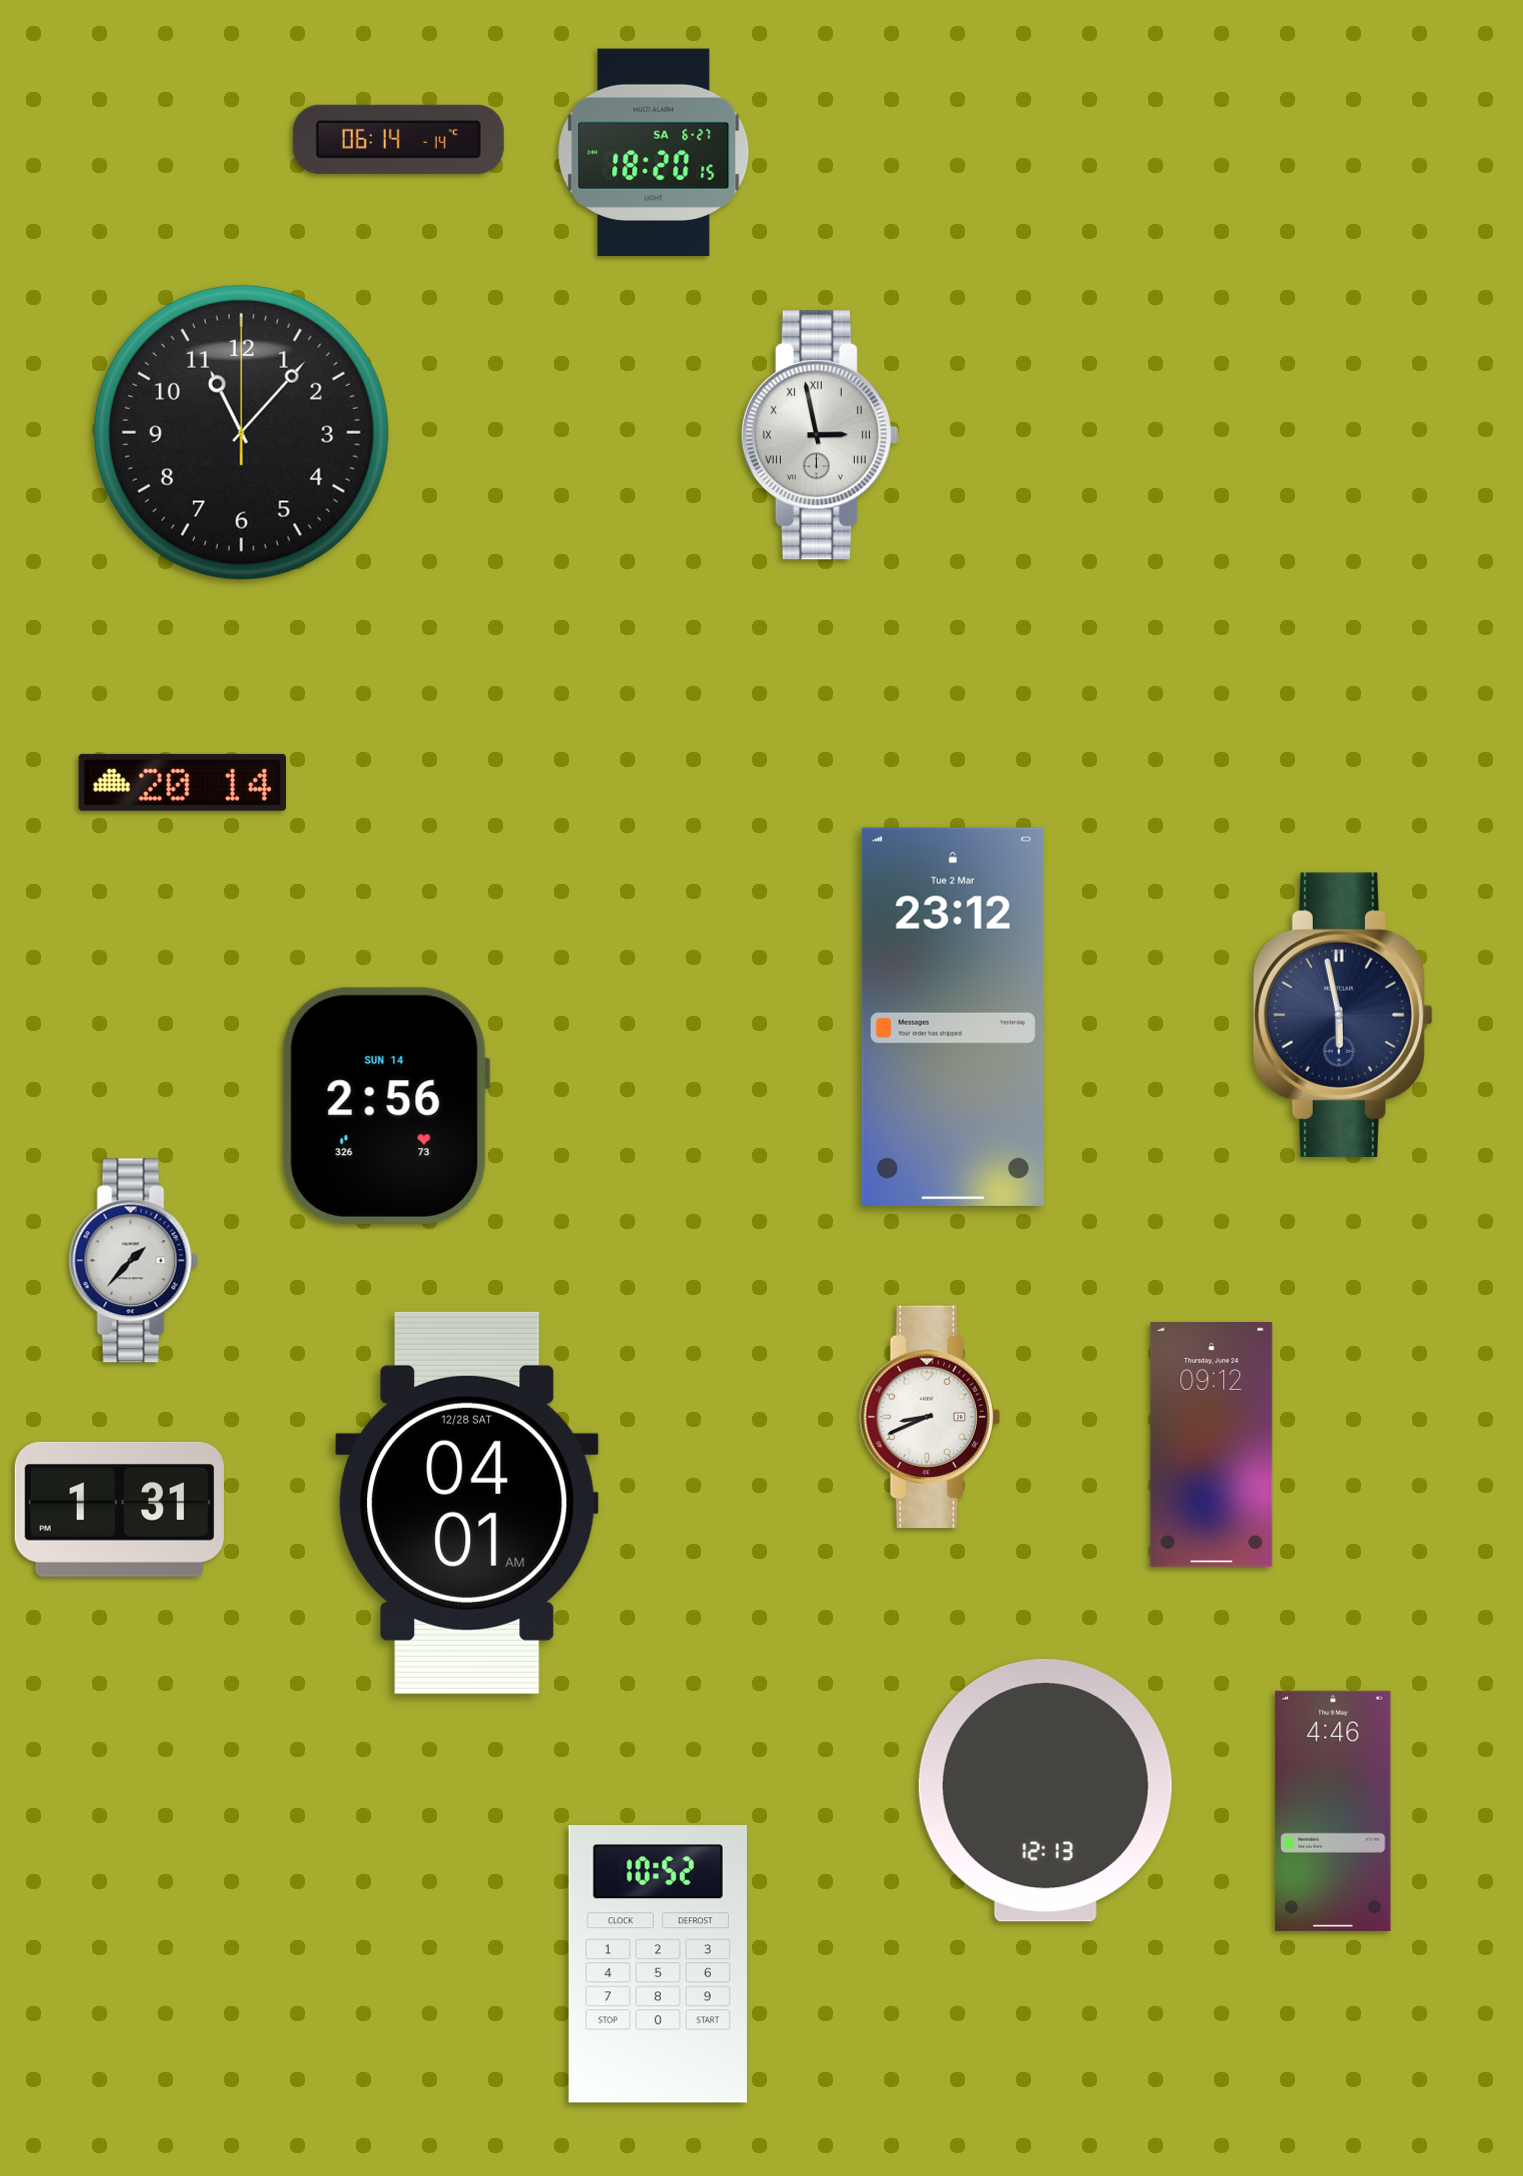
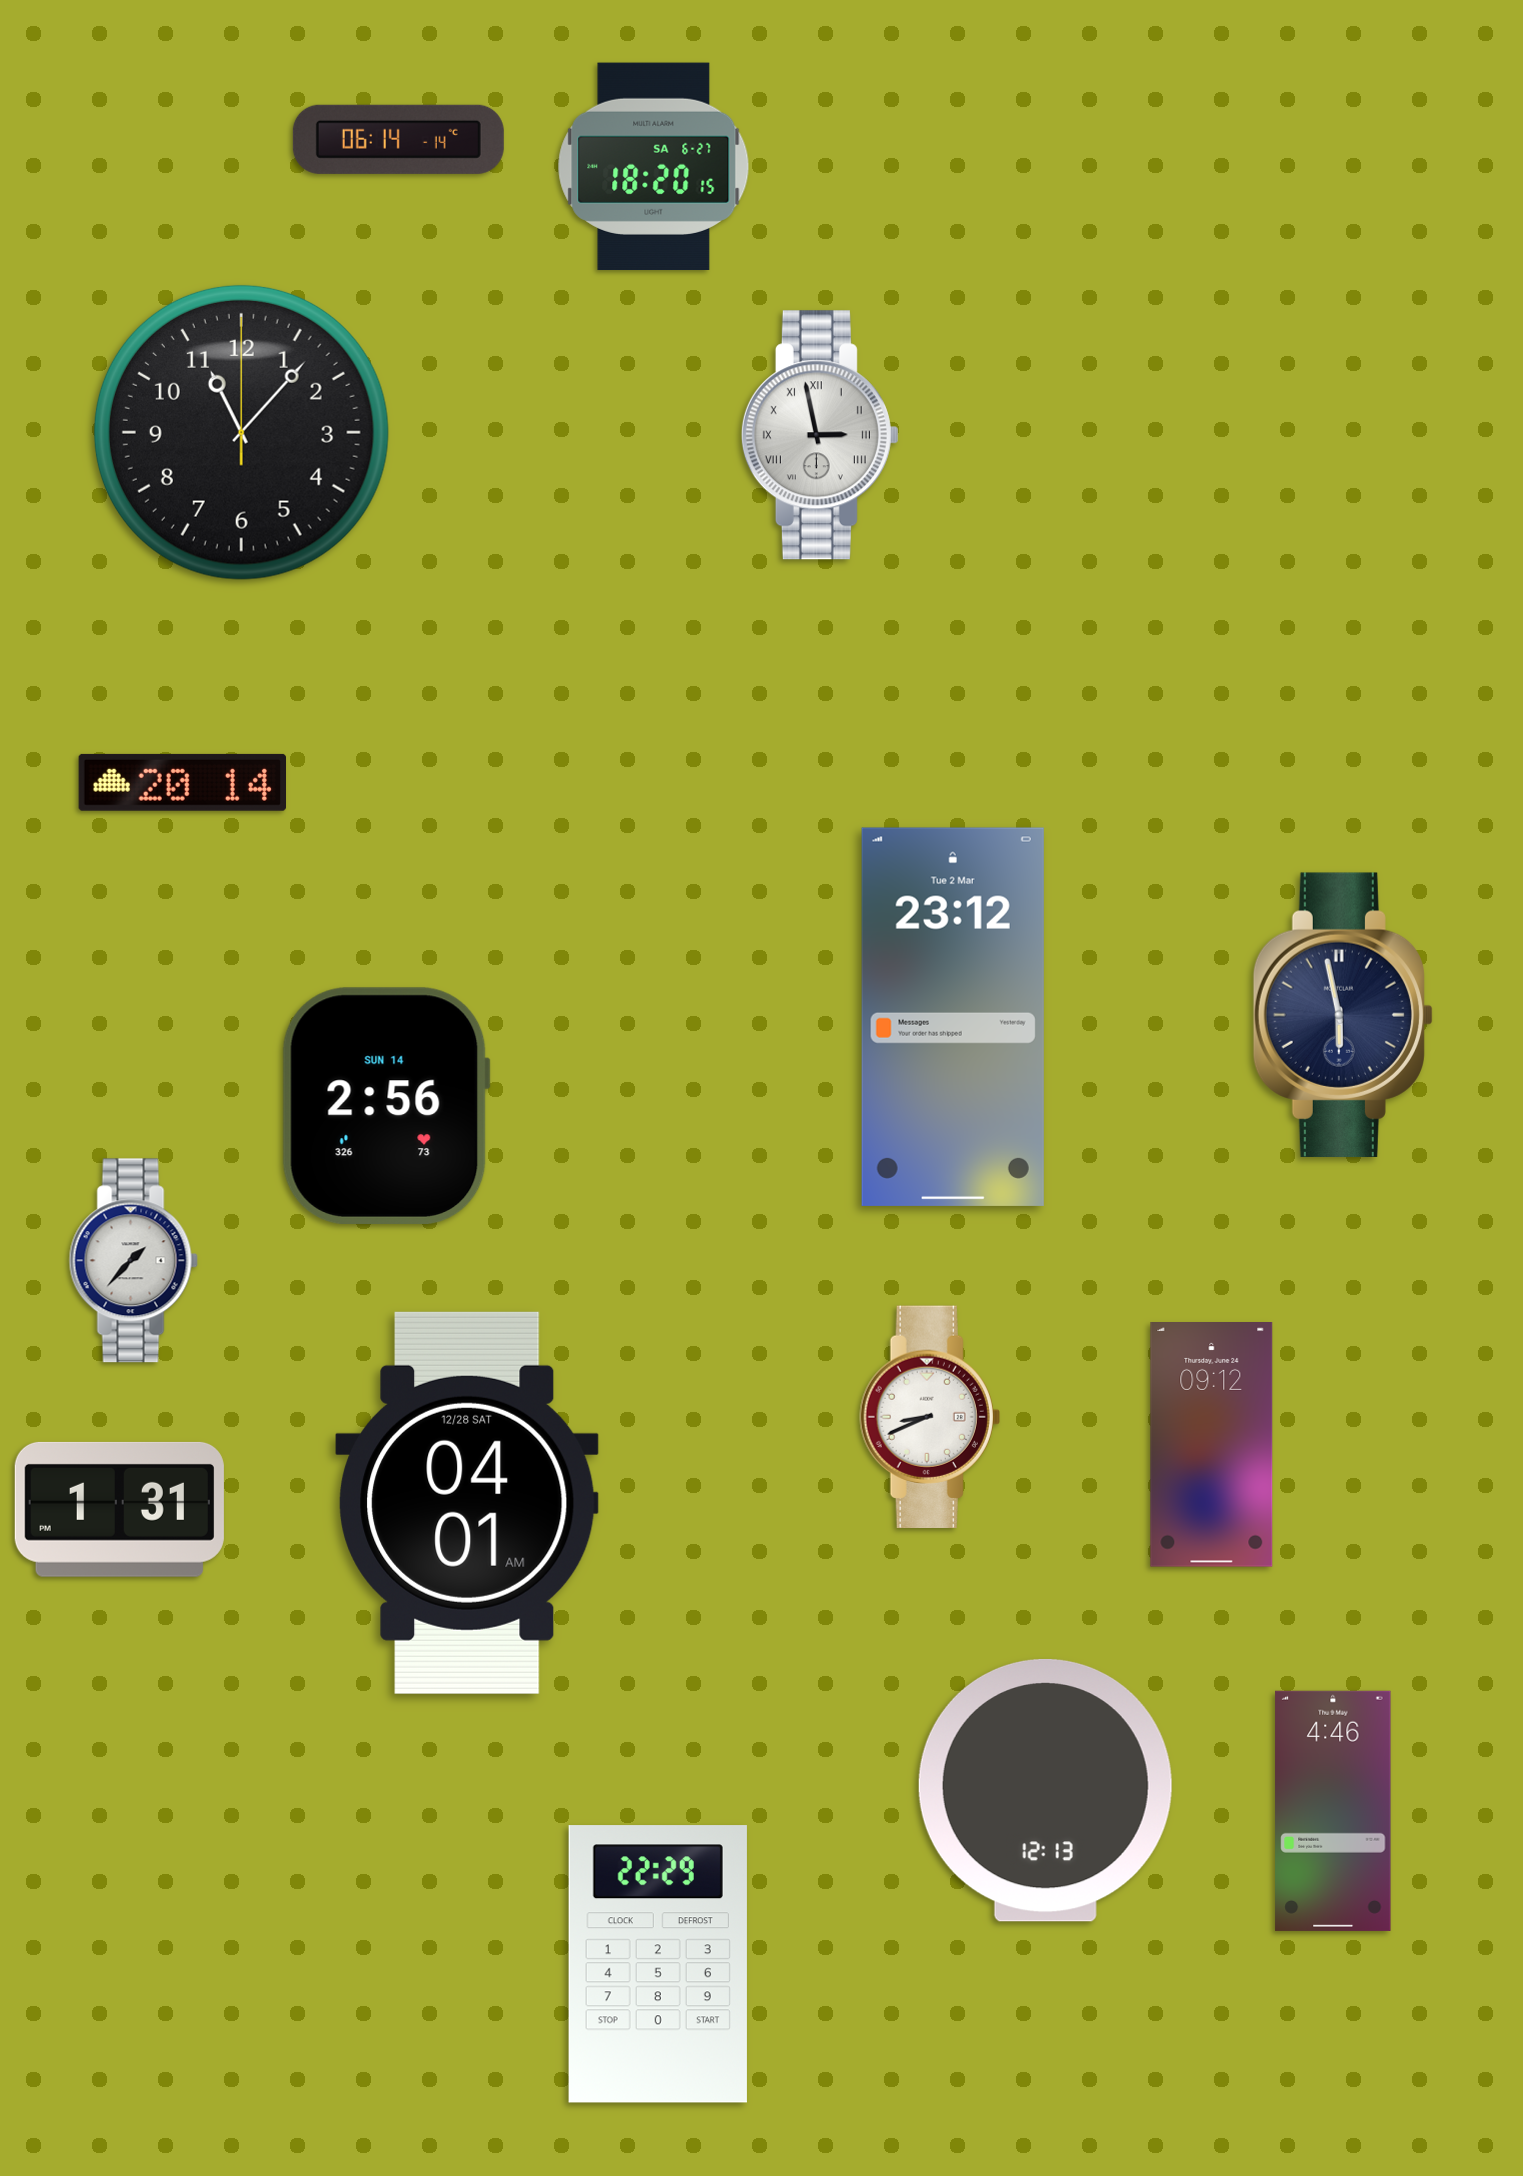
clock at (654, 152) position: (654, 152) -> (654, 166)
clock at (658, 1964): 10:52 -> 22:29
